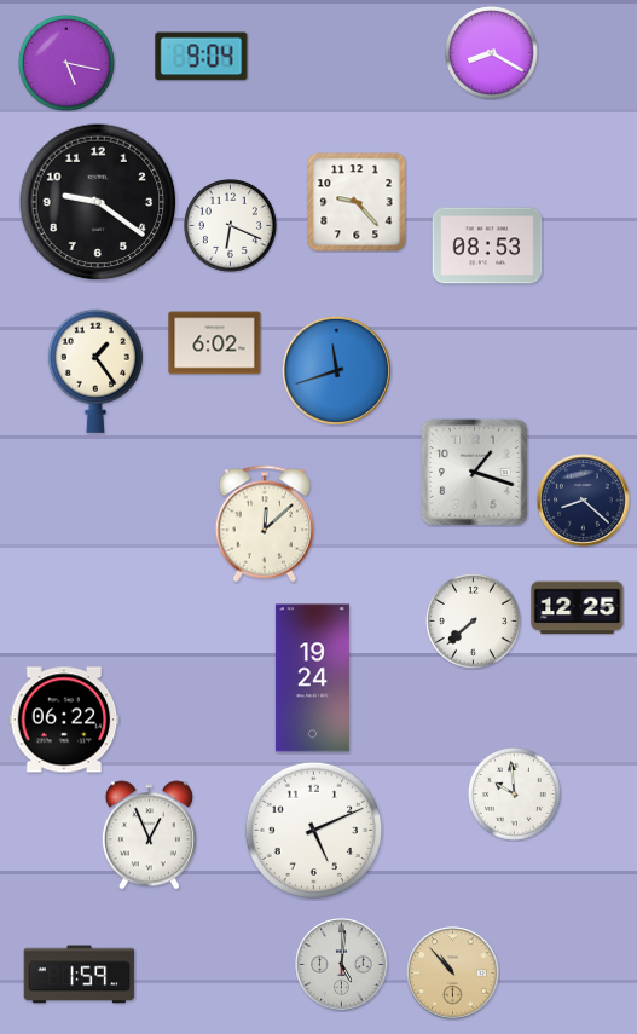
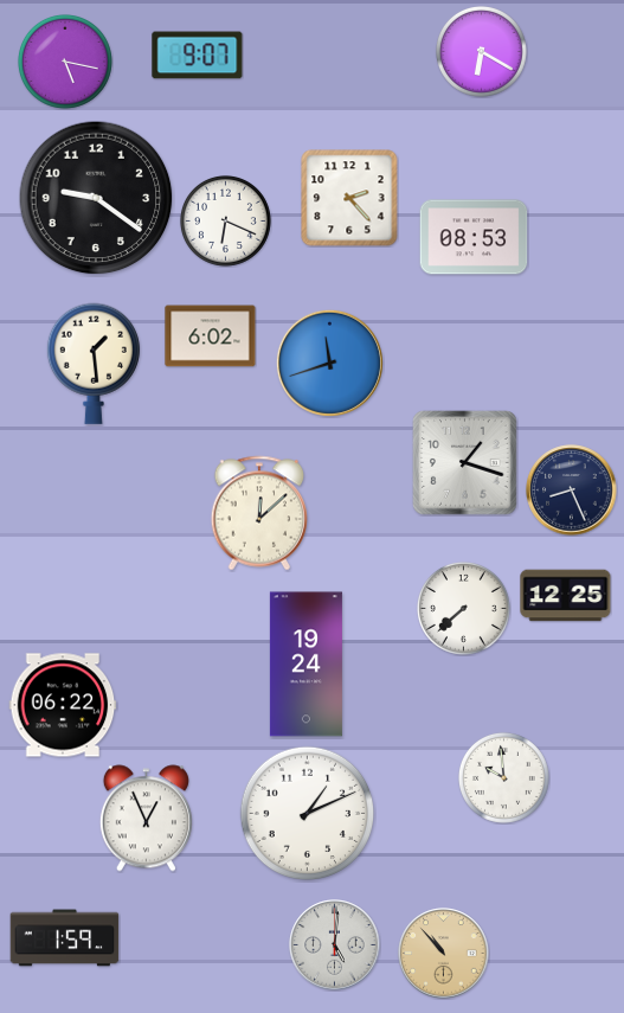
clock at (491, 52): 8:20 -> 6:20
clock at (202, 57): 9:04 -> 9:07
clock at (357, 202): 9:23 -> 2:23
clock at (487, 245) position: (487, 245) -> (474, 237)
clock at (95, 371): 1:24 -> 1:29
clock at (584, 501): 8:22 -> 8:26
clock at (314, 831): 5:11 -> 1:11
clock at (80, 975) position: (80, 975) -> (65, 938)
